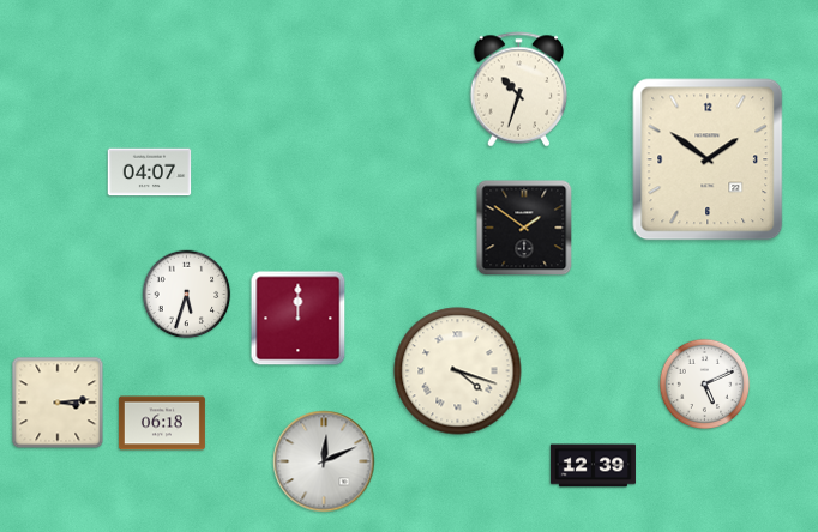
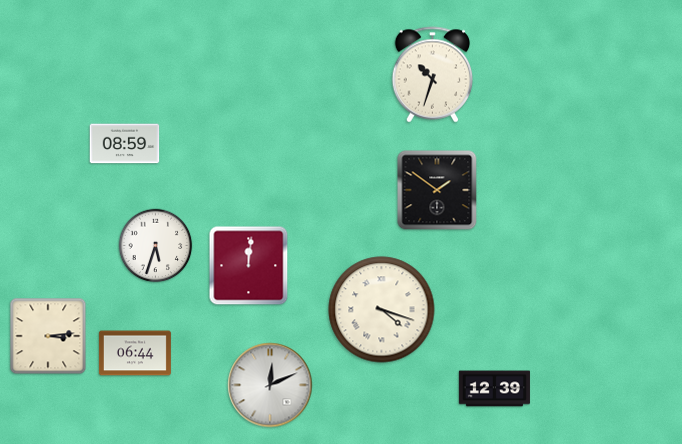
clock at (708, 159): 1:51 -> none
clock at (150, 173): 04:07 -> 08:59
clock at (299, 319): 12:00 -> 12:01
clock at (705, 385): 5:11 -> none
clock at (162, 423): 06:18 -> 06:44
